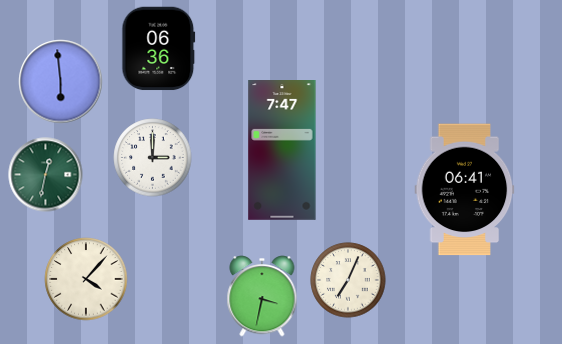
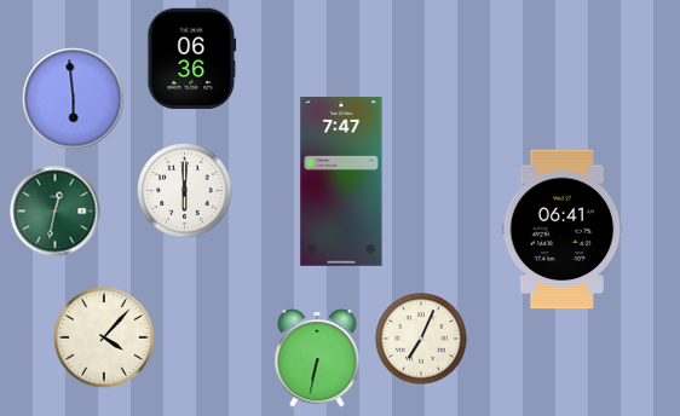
clock at (153, 158): 3:00 -> 6:00
clock at (262, 296): 3:32 -> 6:32
